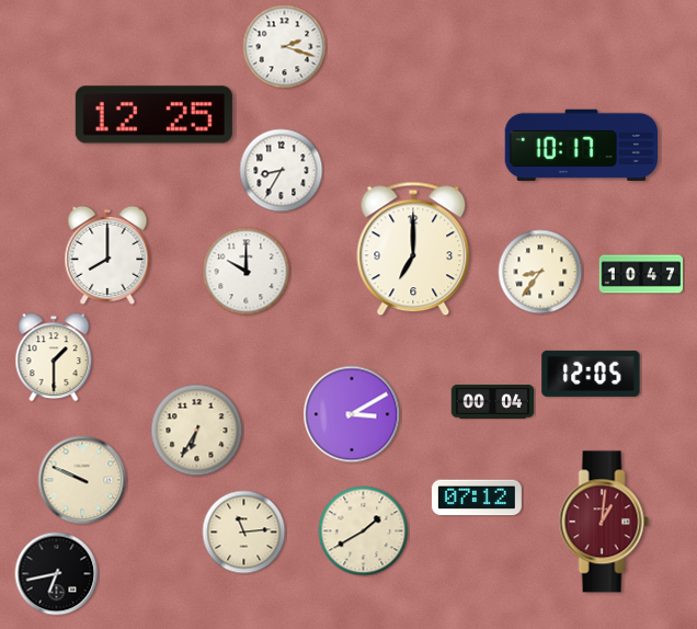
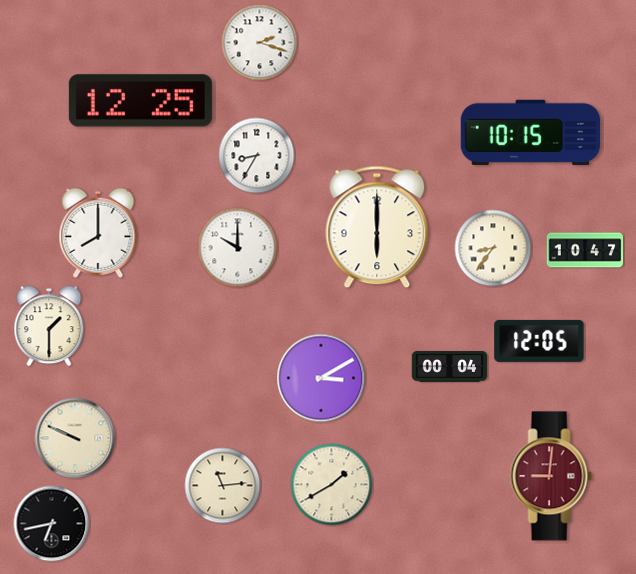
clock at (153, 115) position: (153, 115) -> (140, 101)
clock at (582, 145): 10:17 -> 10:15
clock at (413, 249): 7:00 -> 6:00
clock at (247, 272) position: (247, 272) -> (238, 248)
clock at (197, 431): 6:35 -> none
clock at (477, 498): 07:12 -> none
clock at (604, 522): 1:01 -> 9:01
